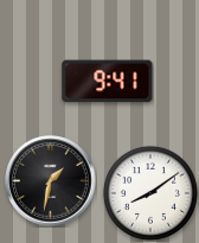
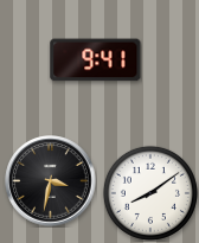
clock at (108, 82) position: (108, 82) -> (96, 60)
clock at (51, 181): 1:32 -> 3:32
